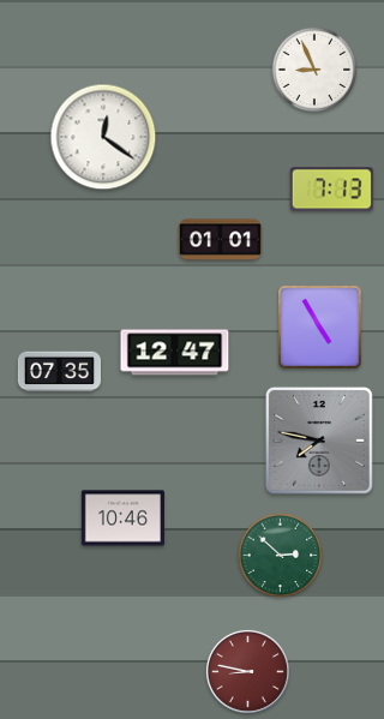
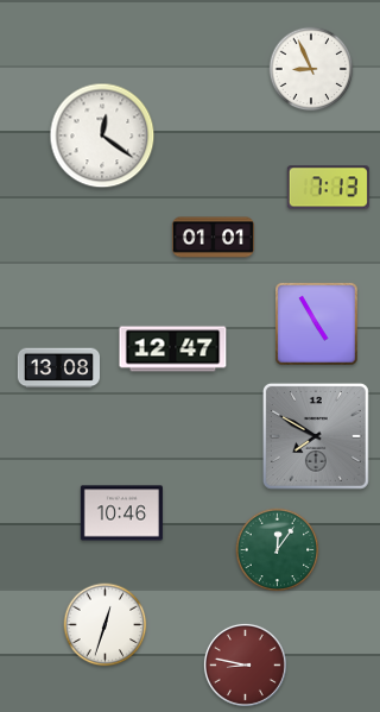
clock at (220, 240) position: (220, 240) -> (213, 238)
clock at (59, 372): 07:35 -> 13:08
clock at (319, 441): 7:47 -> 7:50
clock at (281, 556): 2:52 -> 12:06
clock at (106, 625): none -> 12:33
